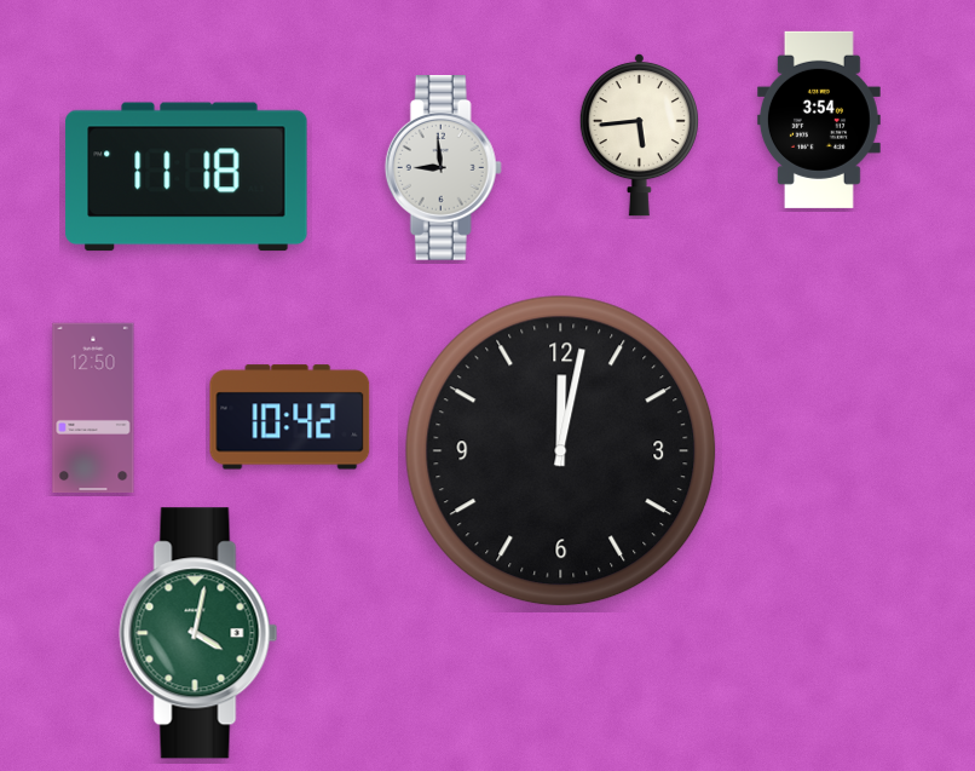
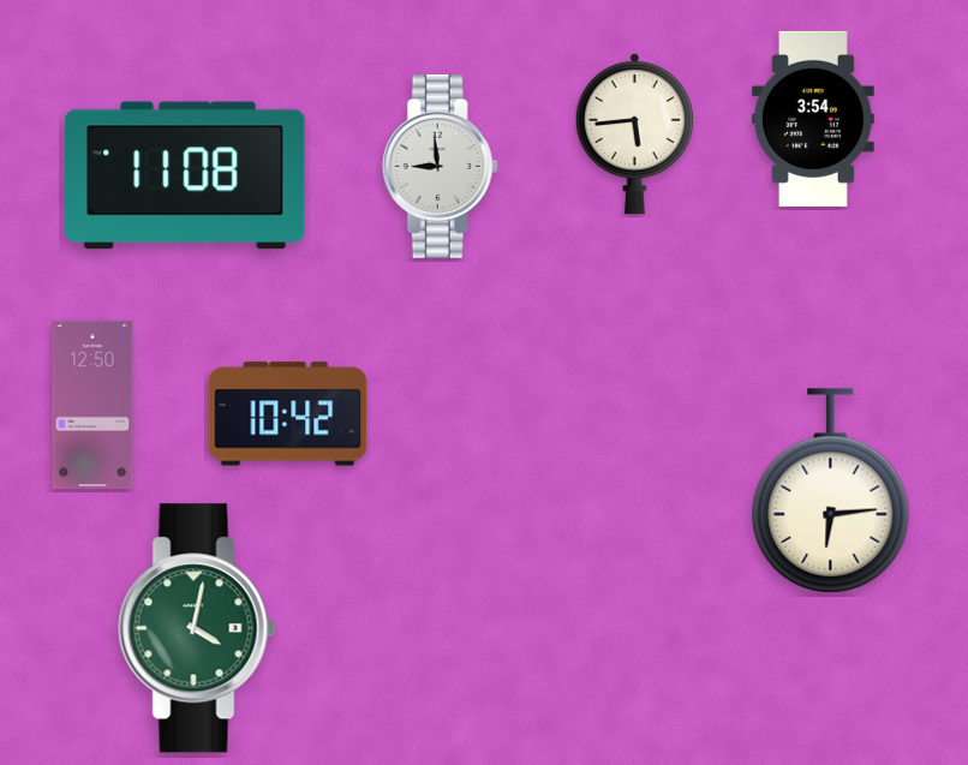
clock at (186, 177): 11:18 -> 11:08
clock at (561, 451): 12:02 -> none
clock at (831, 491): none -> 6:14
